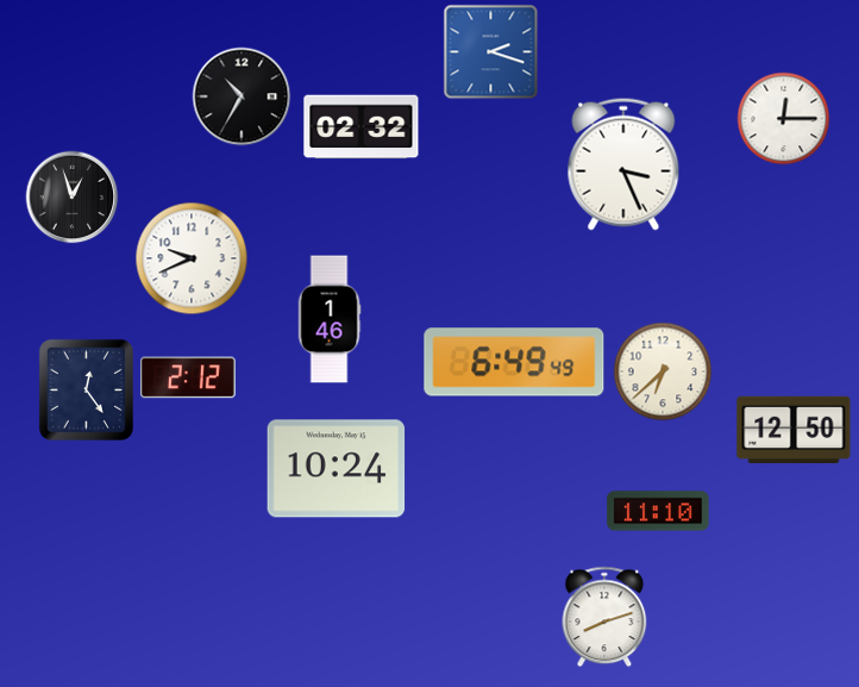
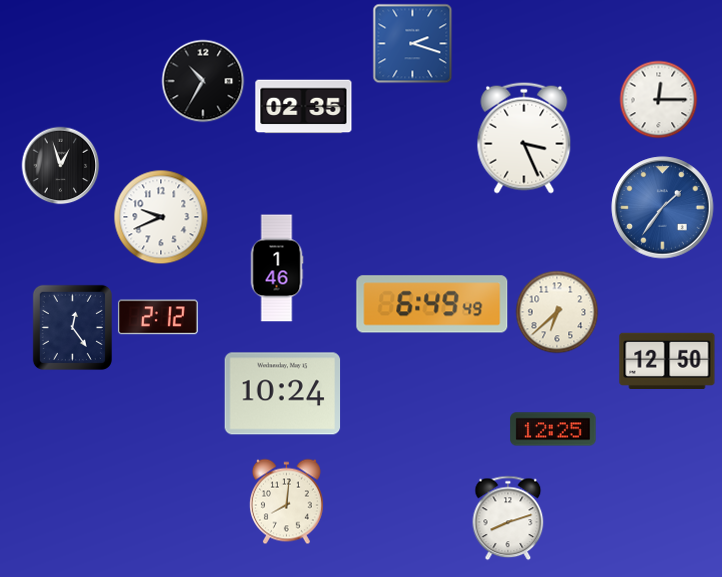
clock at (362, 127): 02:32 -> 02:35
clock at (663, 208): none -> 1:36
clock at (658, 511): 11:10 -> 12:25
clock at (286, 501): none -> 8:01
